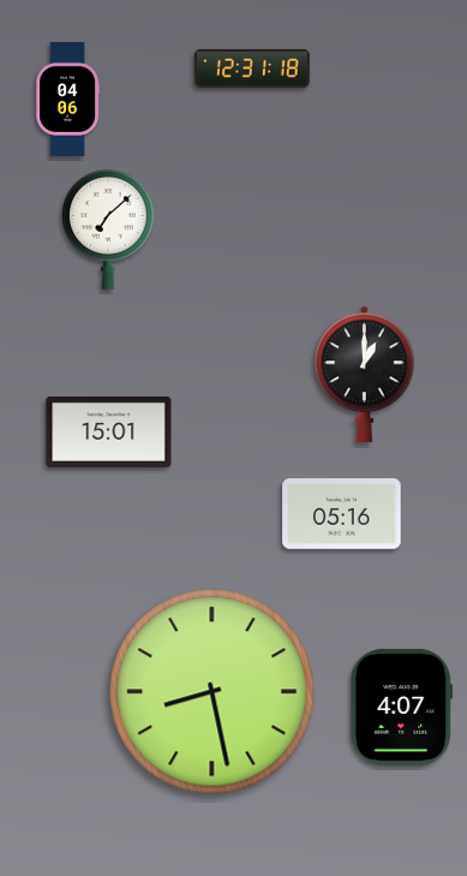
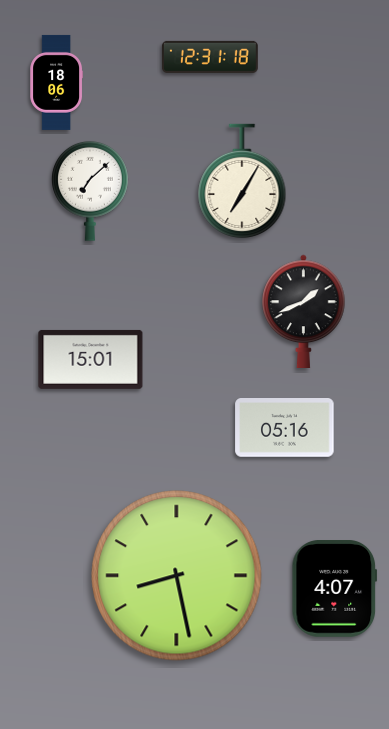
clock at (68, 99): 04:06 -> 18:06
clock at (242, 181): none -> 7:05
clock at (365, 374): 1:00 -> 1:41
